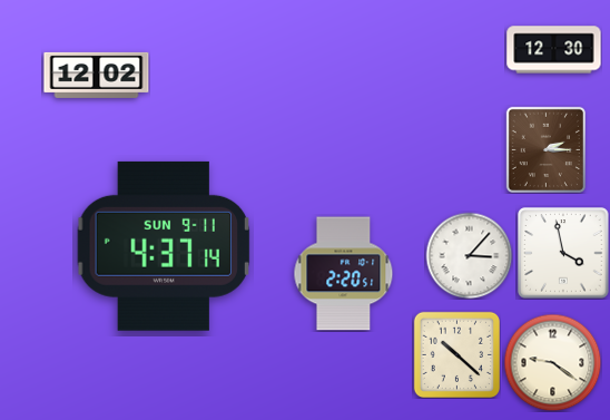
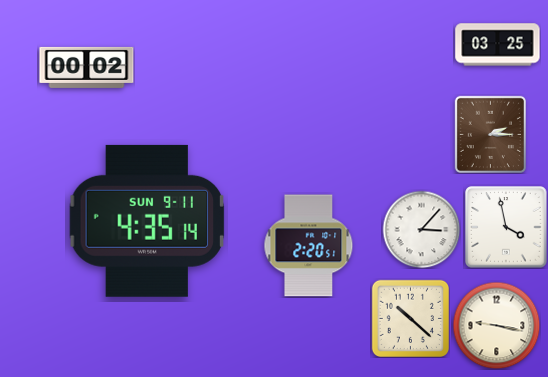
clock at (554, 50): 12:30 -> 03:25
clock at (97, 75): 12:02 -> 00:02
clock at (164, 246): 4:37 -> 4:35
clock at (552, 362): 9:21 -> 9:17
